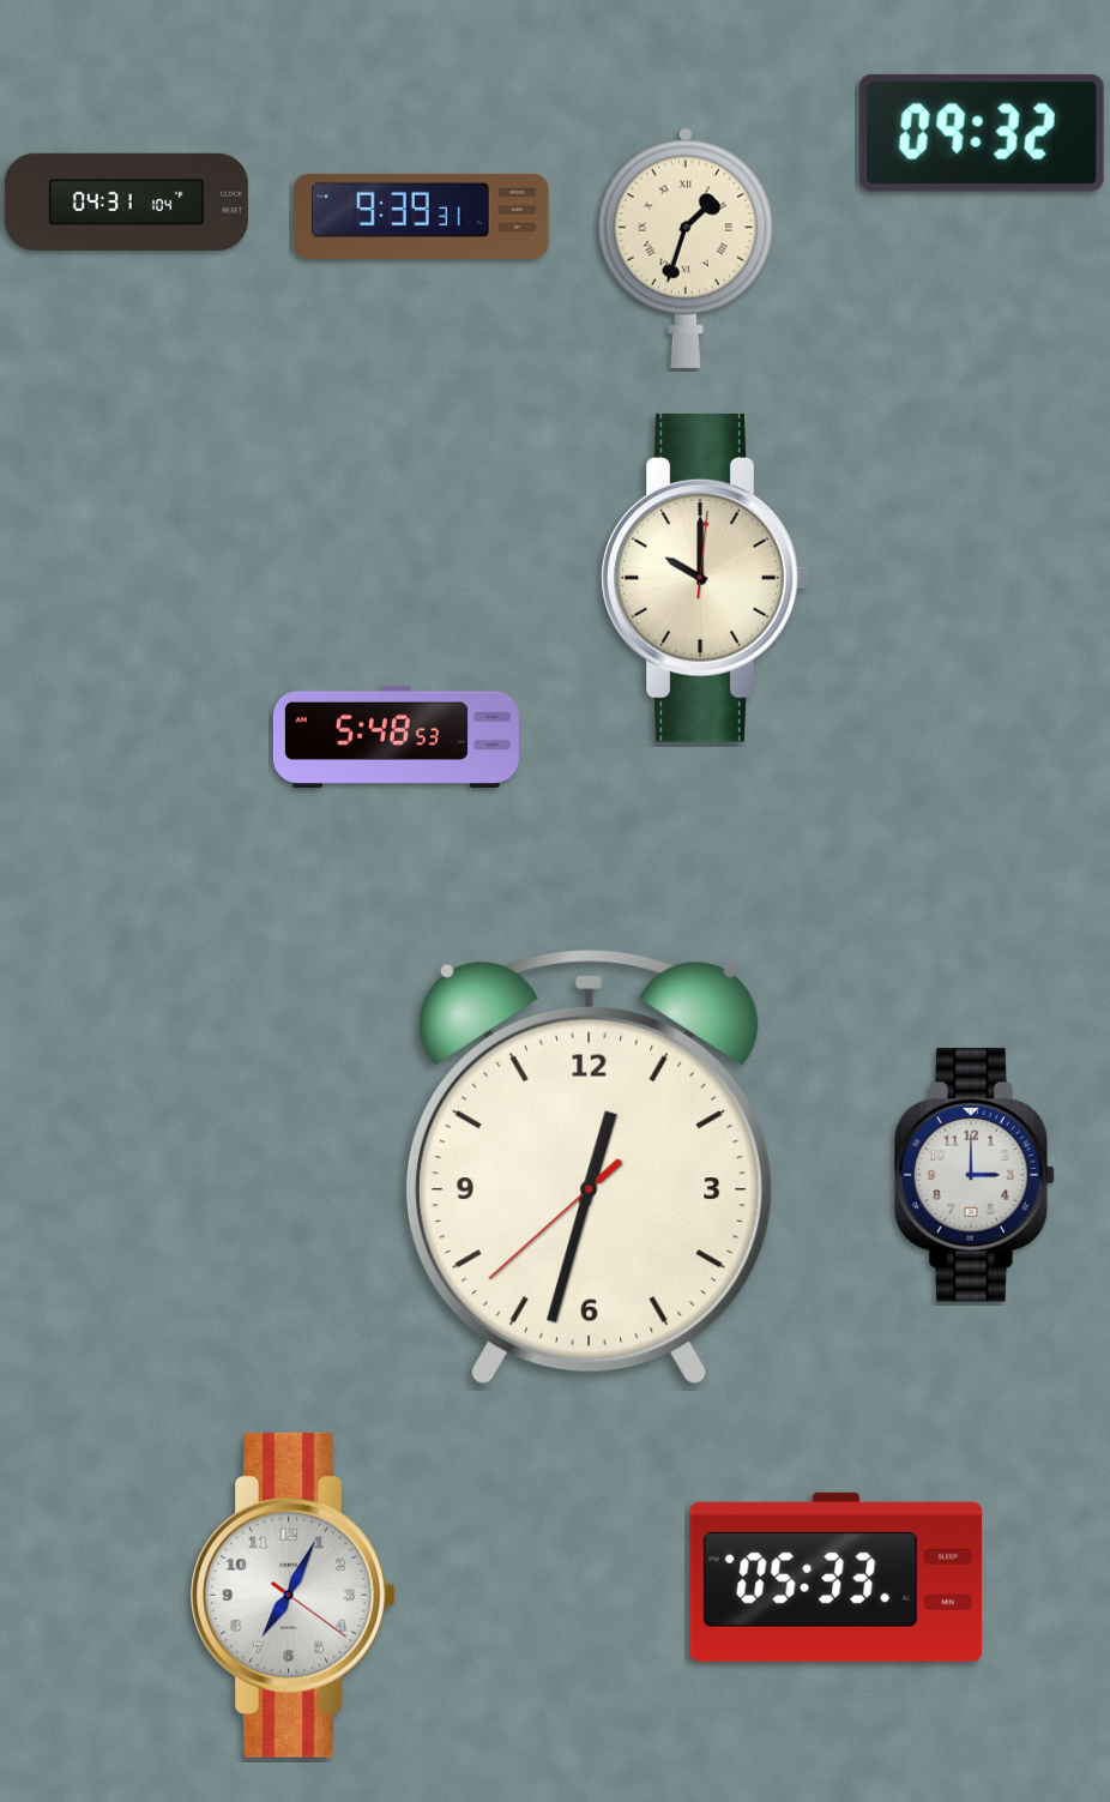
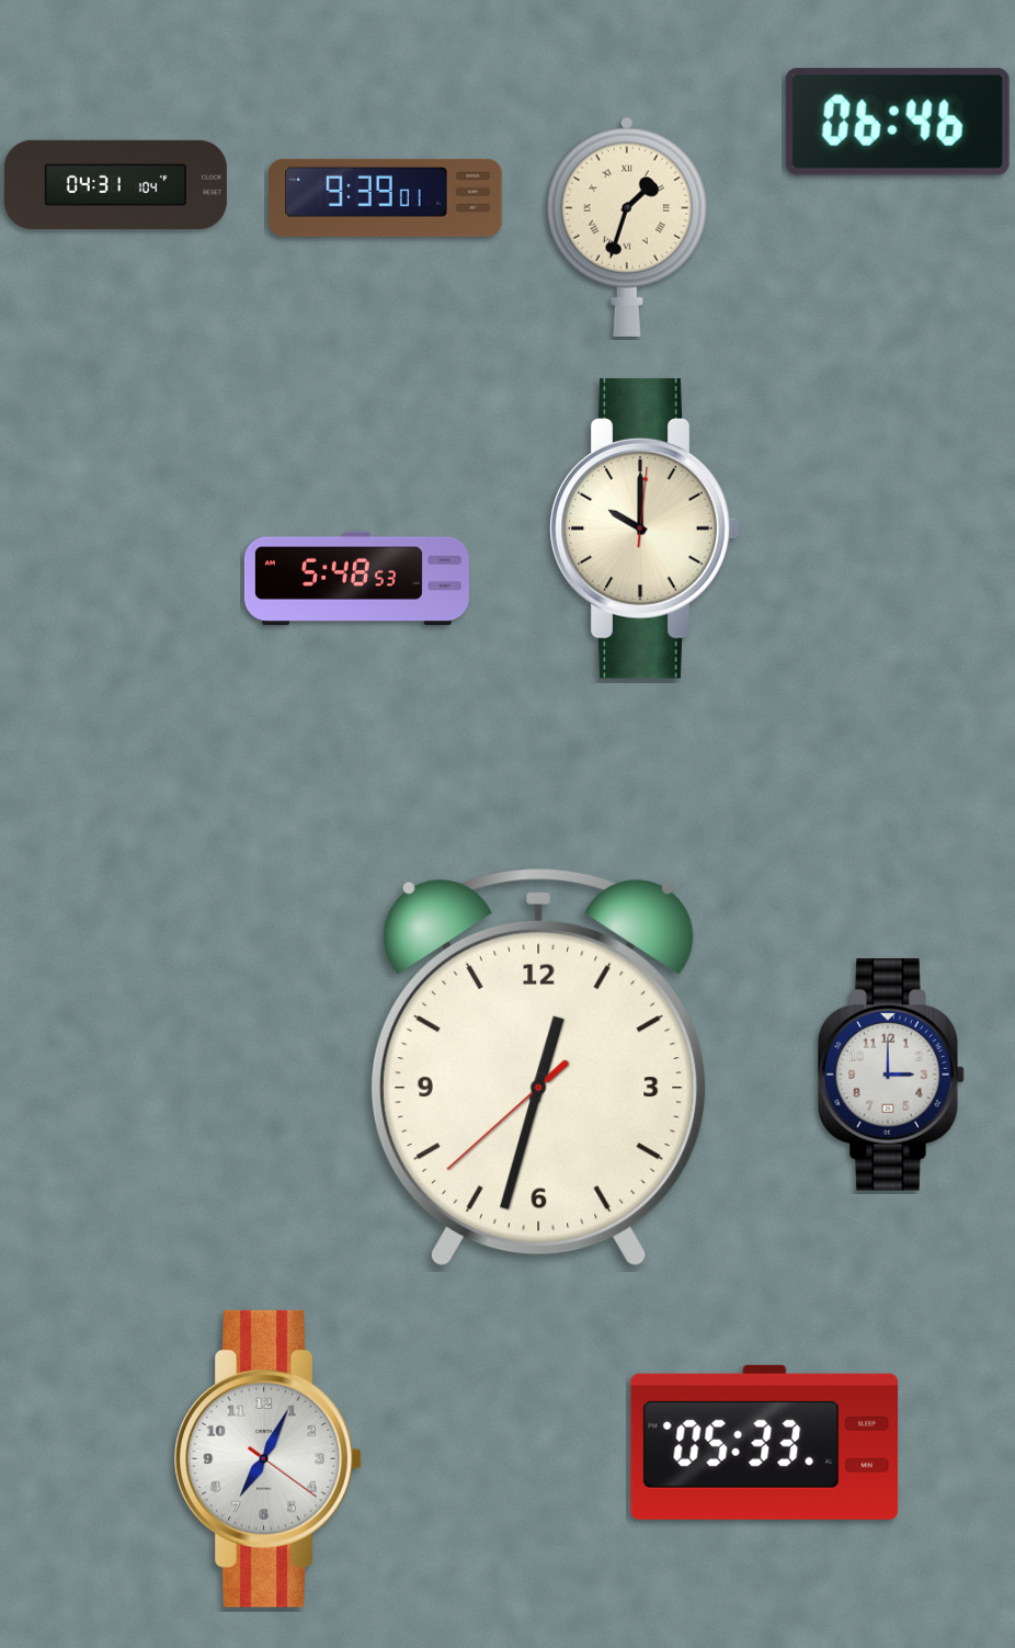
clock at (982, 133): 09:32 -> 06:46
clock at (422, 216): 9:39:31 -> 9:39:01
clock at (396, 736) position: (396, 736) -> (356, 578)
